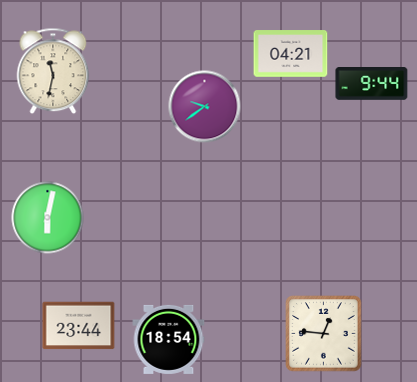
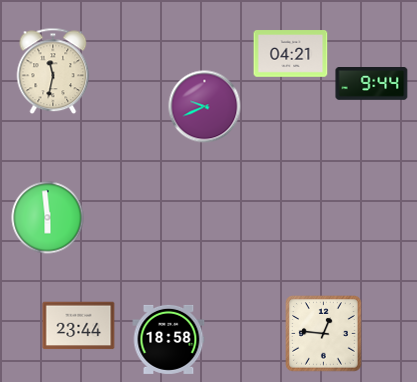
clock at (205, 107): 9:39 -> 9:41
clock at (48, 218): 6:02 -> 5:59
clock at (169, 339): 18:54 -> 18:58
